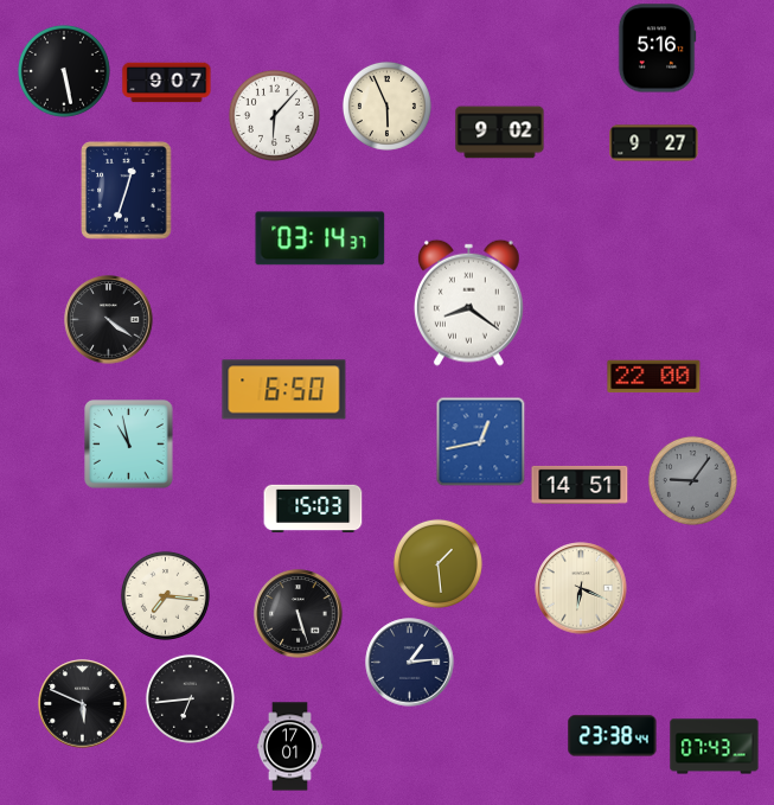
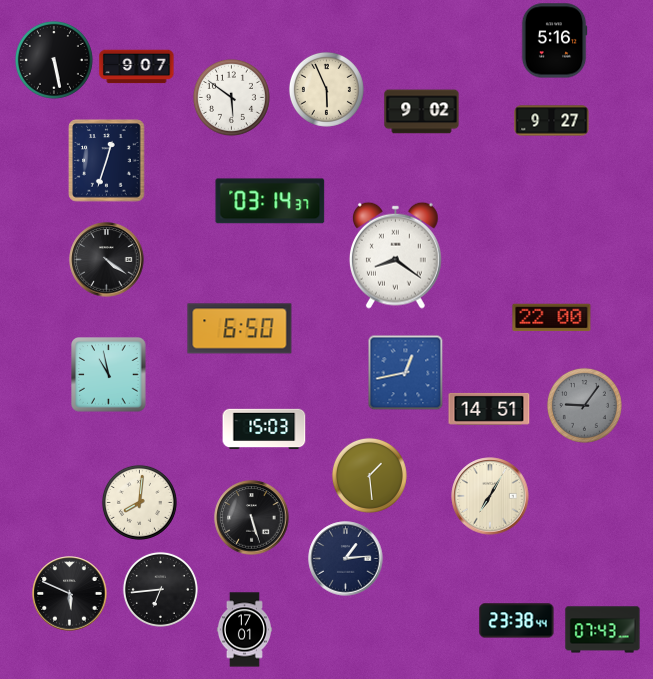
clock at (167, 83) position: (167, 83) -> (137, 67)
clock at (274, 115): 6:07 -> 5:51
clock at (109, 320) position: (109, 320) -> (107, 260)
clock at (581, 588): 6:19 -> 7:05
clock at (165, 595): 7:16 -> 8:01
